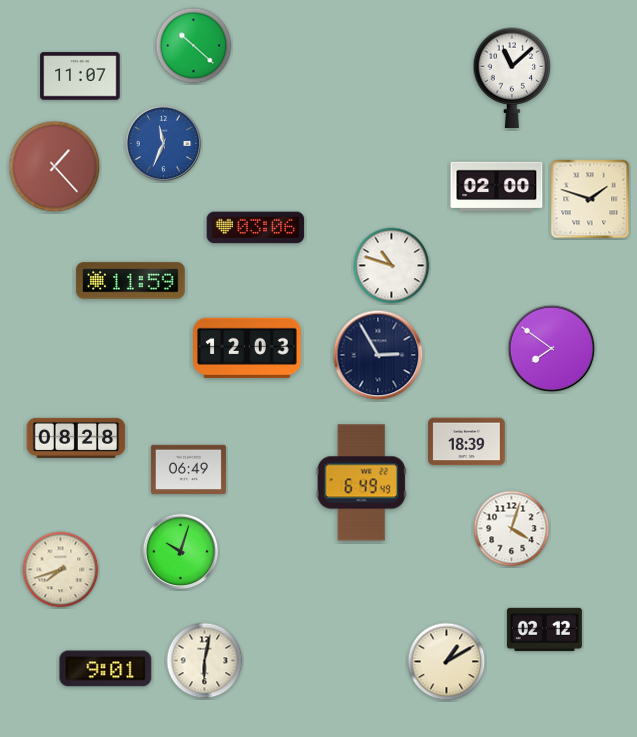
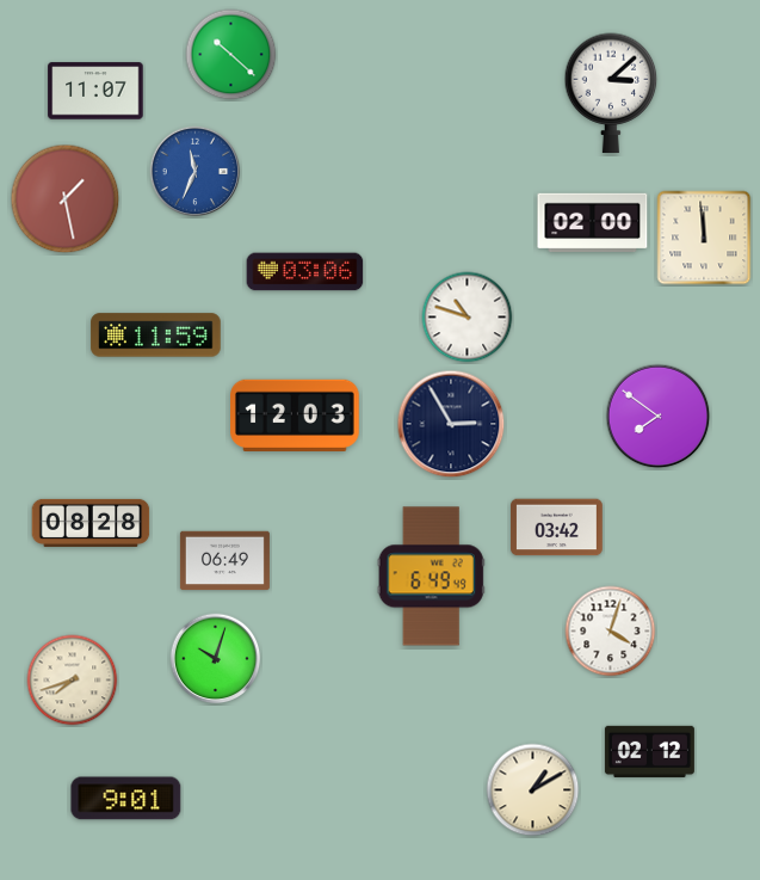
clock at (512, 78): 11:08 -> 3:08
clock at (55, 167): 1:23 -> 1:28
clock at (590, 199): 1:48 -> 11:59
clock at (467, 442): 18:39 -> 03:42
clock at (205, 661): 6:02 -> none
